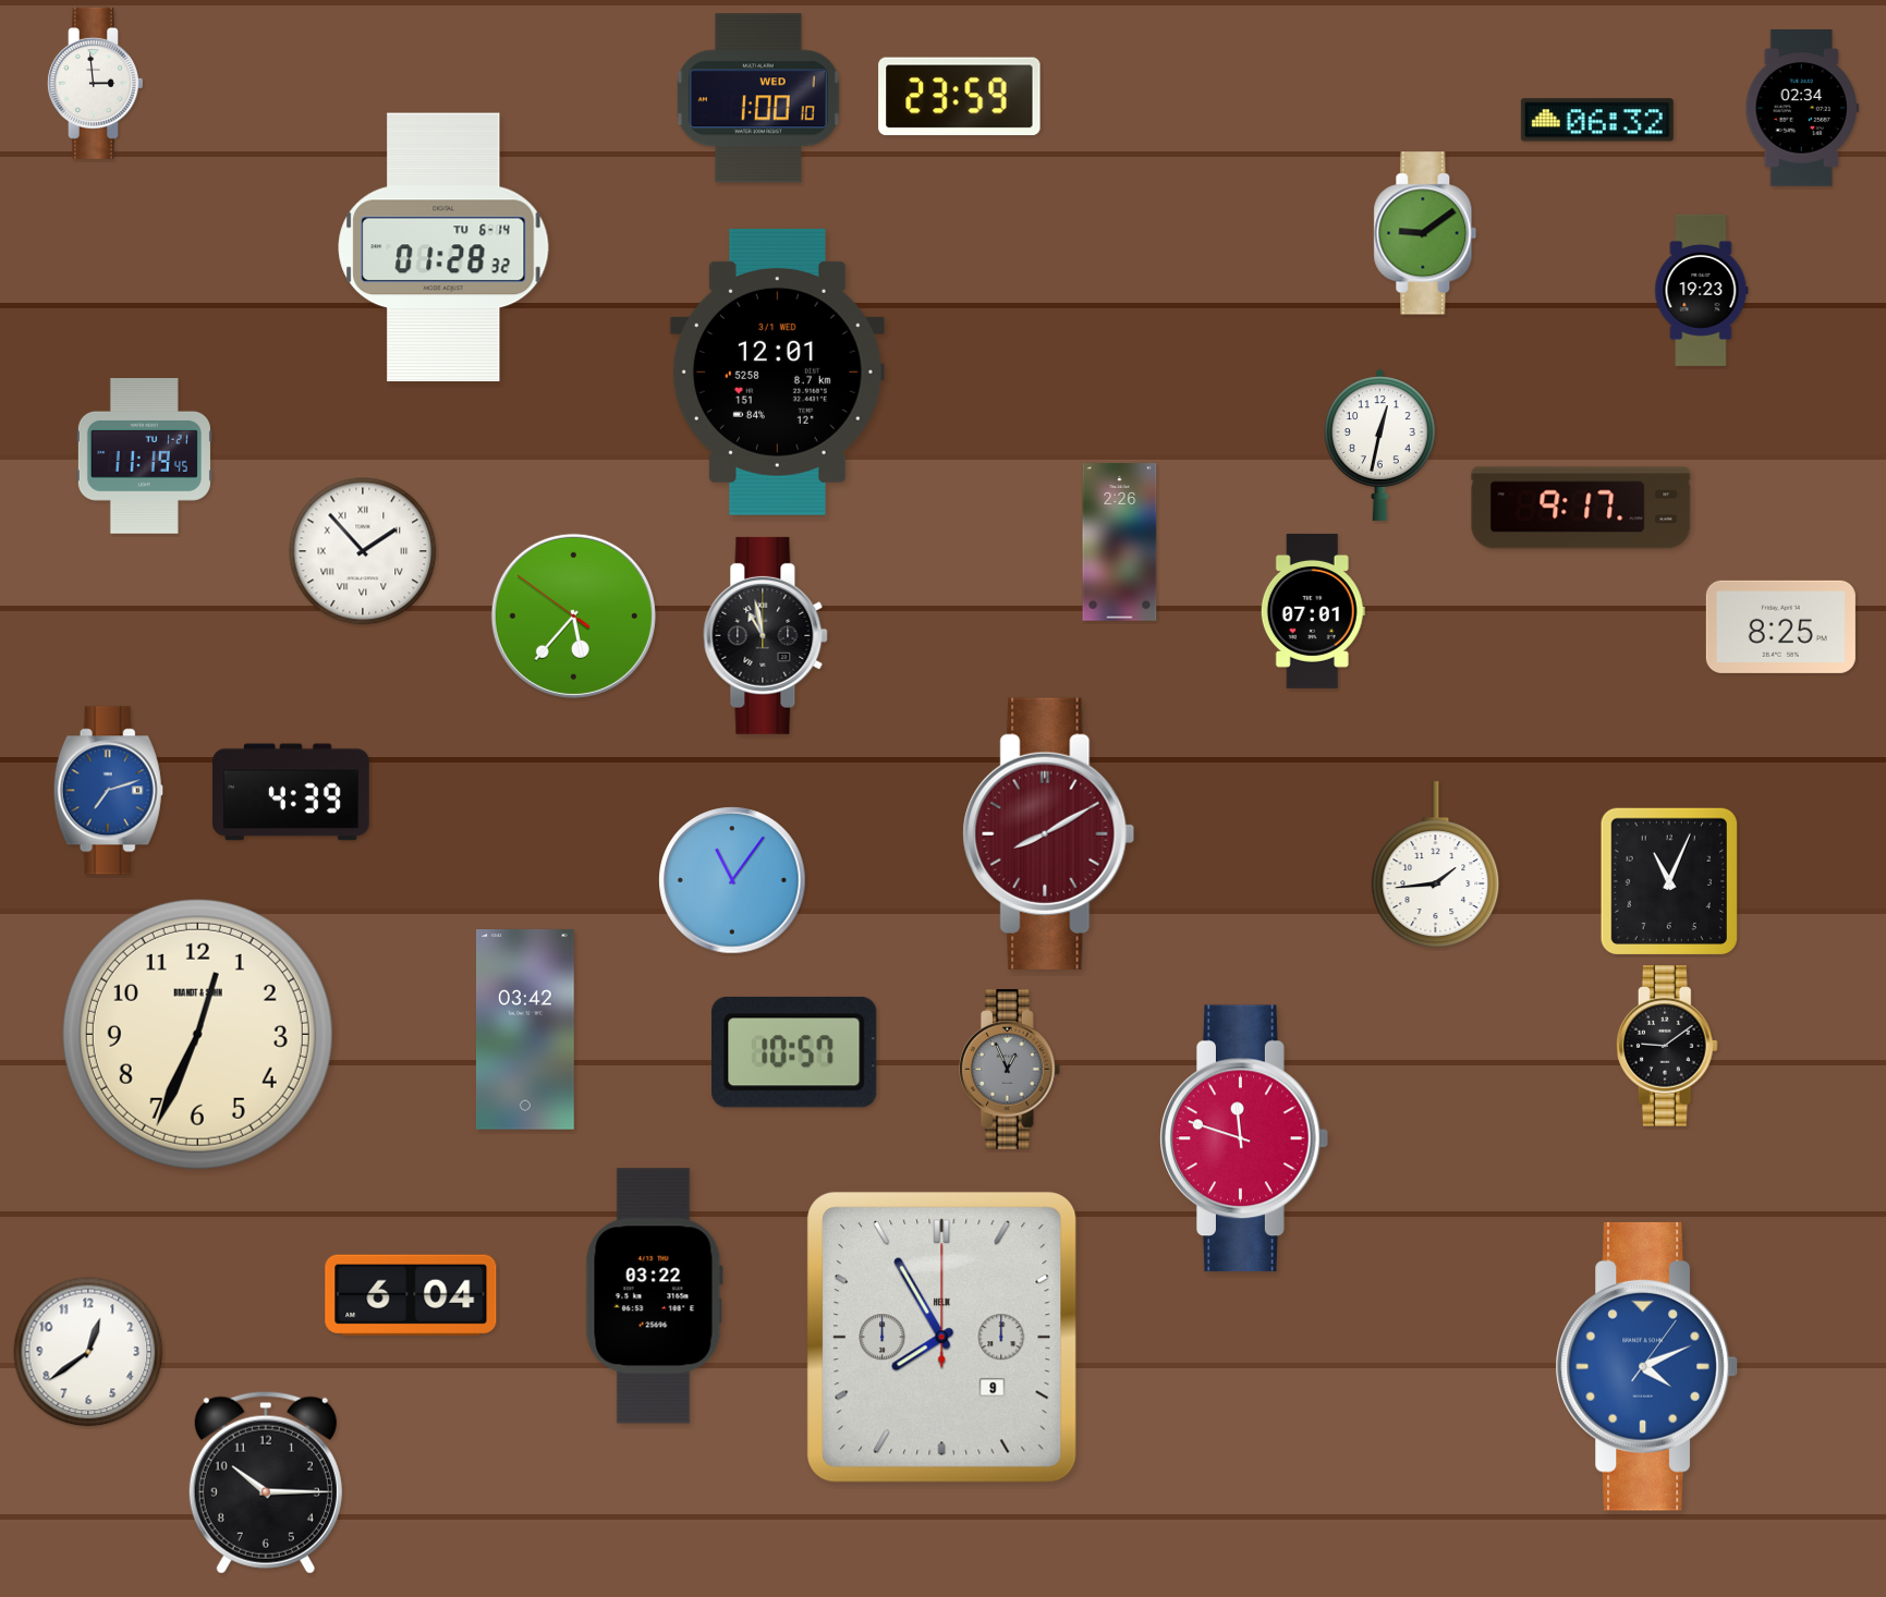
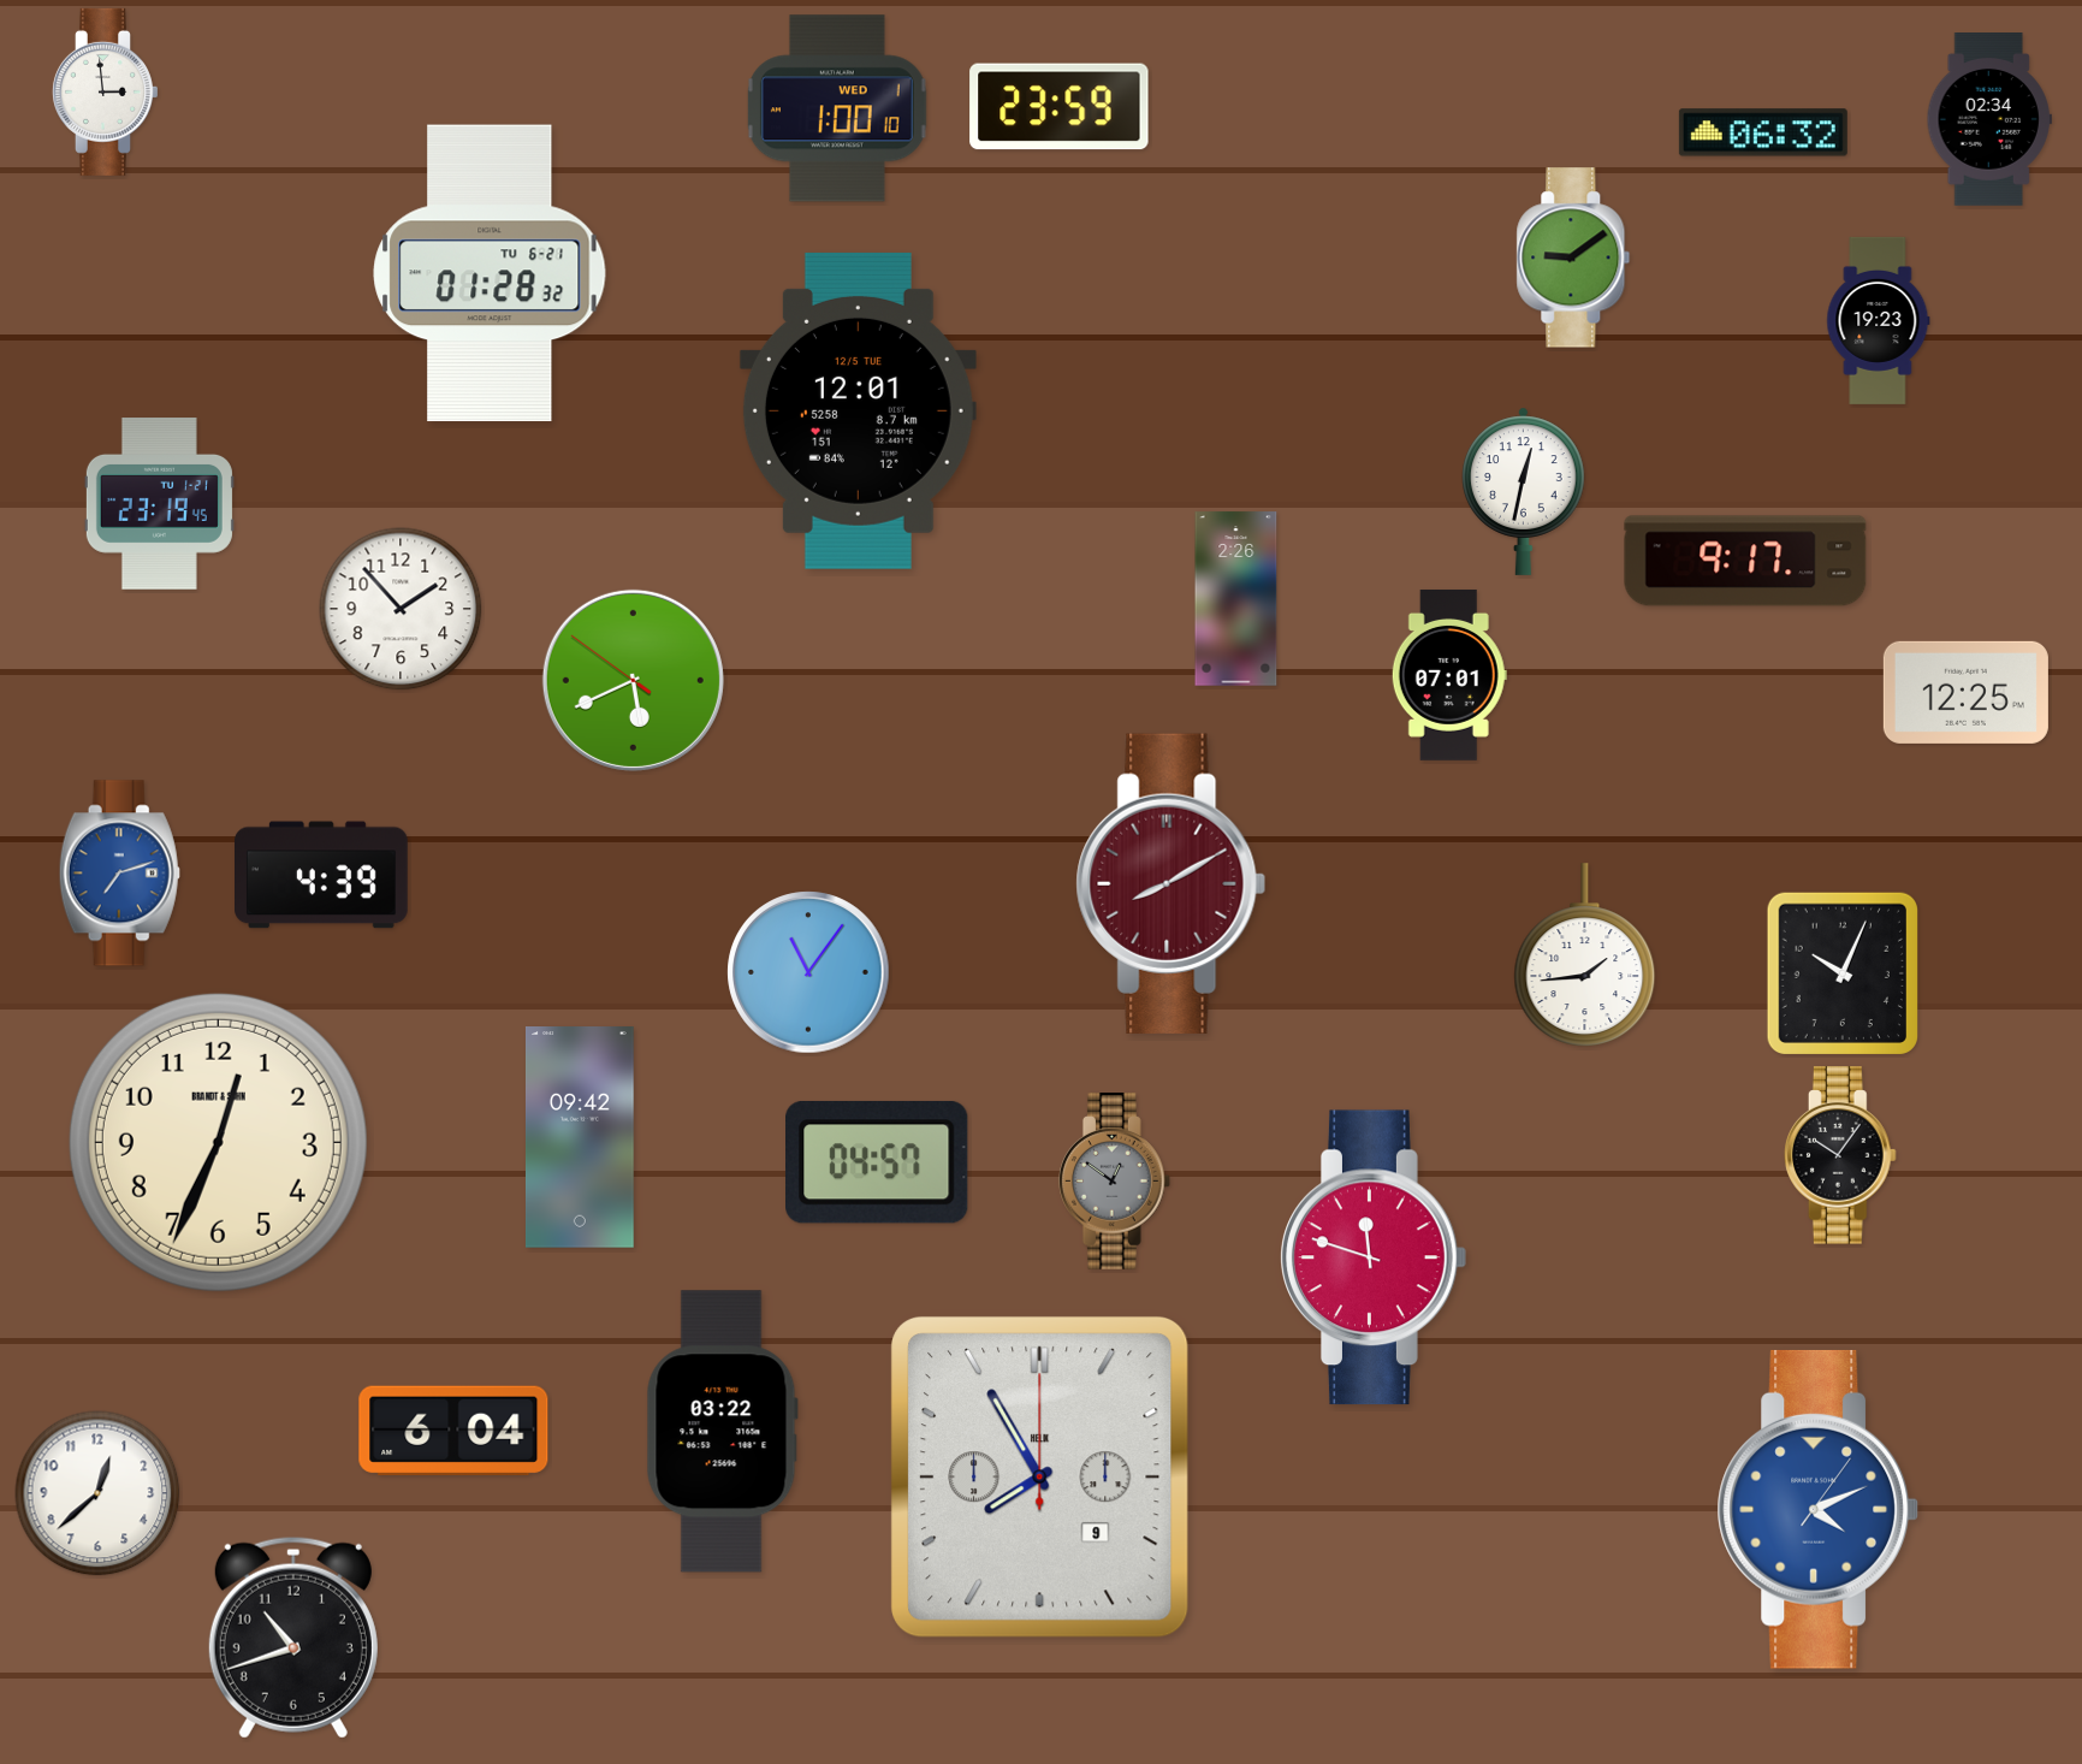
clock at (443, 247) date: TU 6-14 -> TU 6-21
clock at (777, 371) date: 3/1 WED -> 12/5 TUE
clock at (144, 456): 11:19 -> 23:19
clock at (363, 551) numerals: Roman -> Arabic
clock at (573, 615): 5:36 -> 5:40
clock at (1780, 626): 8:25 -> 12:25
clock at (766, 635): 10:58 -> none
clock at (1049, 833) position: (1049, 833) -> (1172, 883)
clock at (1668, 880): 11:04 -> 10:04
clock at (525, 1031): 03:42 -> 09:42
clock at (1667, 1046): 9:09 -> 10:06
clock at (795, 1052): 10:57 -> 04:57
clock at (1010, 1070): 12:56 -> 12:51
clock at (88, 1352): 12:39 -> 12:38
clock at (266, 1483): 10:15 -> 10:42
